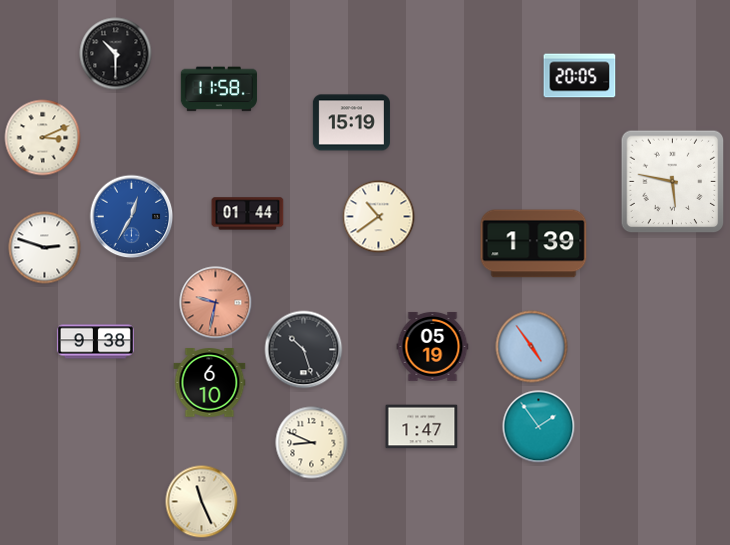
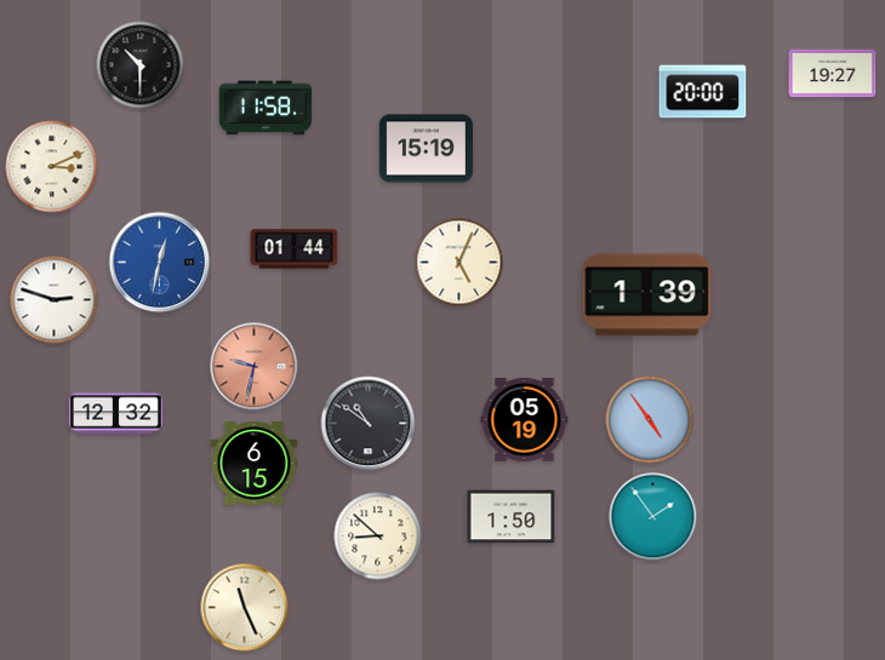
clock at (833, 74): none -> 19:27
clock at (580, 76): 20:05 -> 20:00
clock at (673, 182): 5:47 -> none
clock at (248, 214) position: (248, 214) -> (295, 249)
clock at (132, 217): 12:35 -> 12:32
clock at (379, 217): 10:39 -> 5:04
clock at (216, 303) position: (216, 303) -> (255, 367)
clock at (95, 342): 9:38 -> 12:32
clock at (532, 347) position: (532, 347) -> (650, 420)
clock at (304, 350): 10:27 -> 10:51
clock at (210, 383): 6:10 -> 6:15
clock at (422, 427): 1:47 -> 1:50
clock at (312, 443): 8:49 -> 8:52
